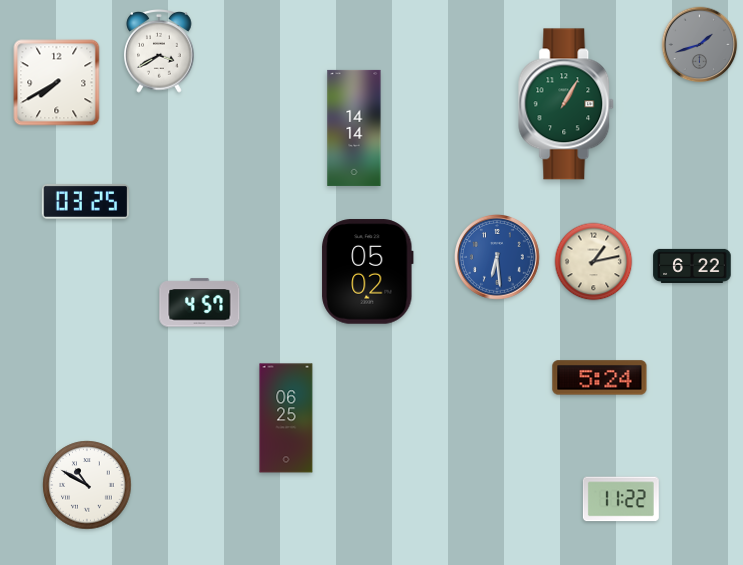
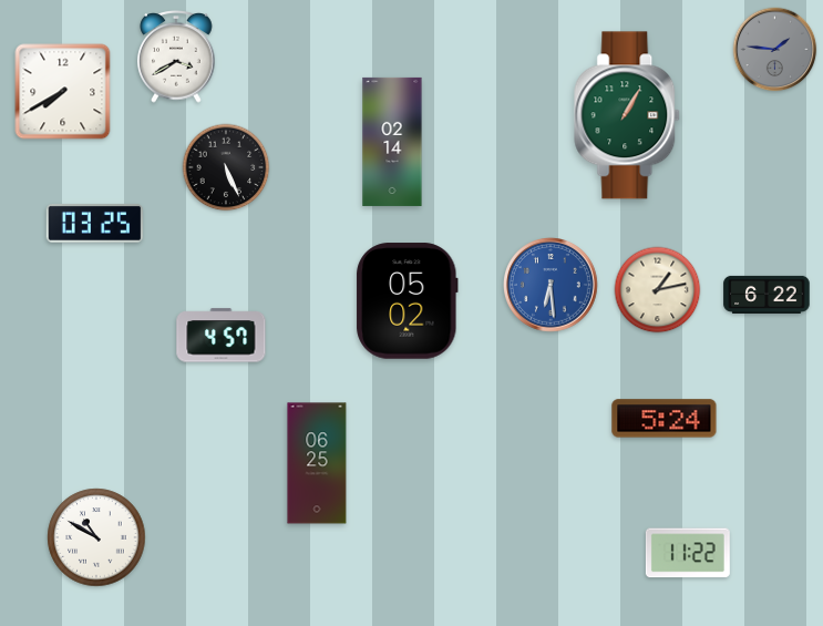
clock at (700, 45): 1:42 -> 1:46
clock at (354, 128): 14:14 -> 02:14
clock at (226, 167): none -> 5:26
